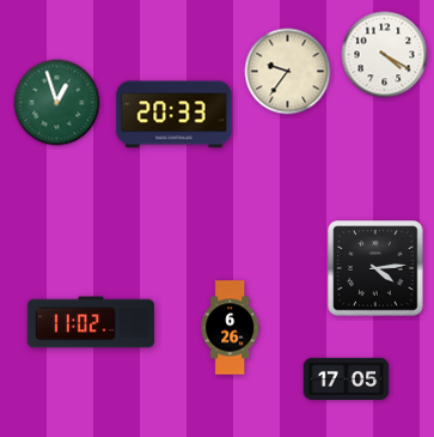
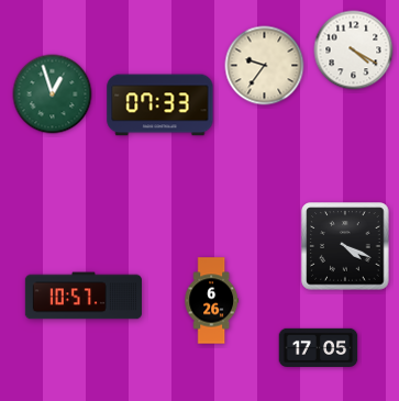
clock at (175, 115): 20:33 -> 07:33
clock at (375, 268): 4:14 -> 4:19
clock at (90, 322): 11:02 -> 10:57
